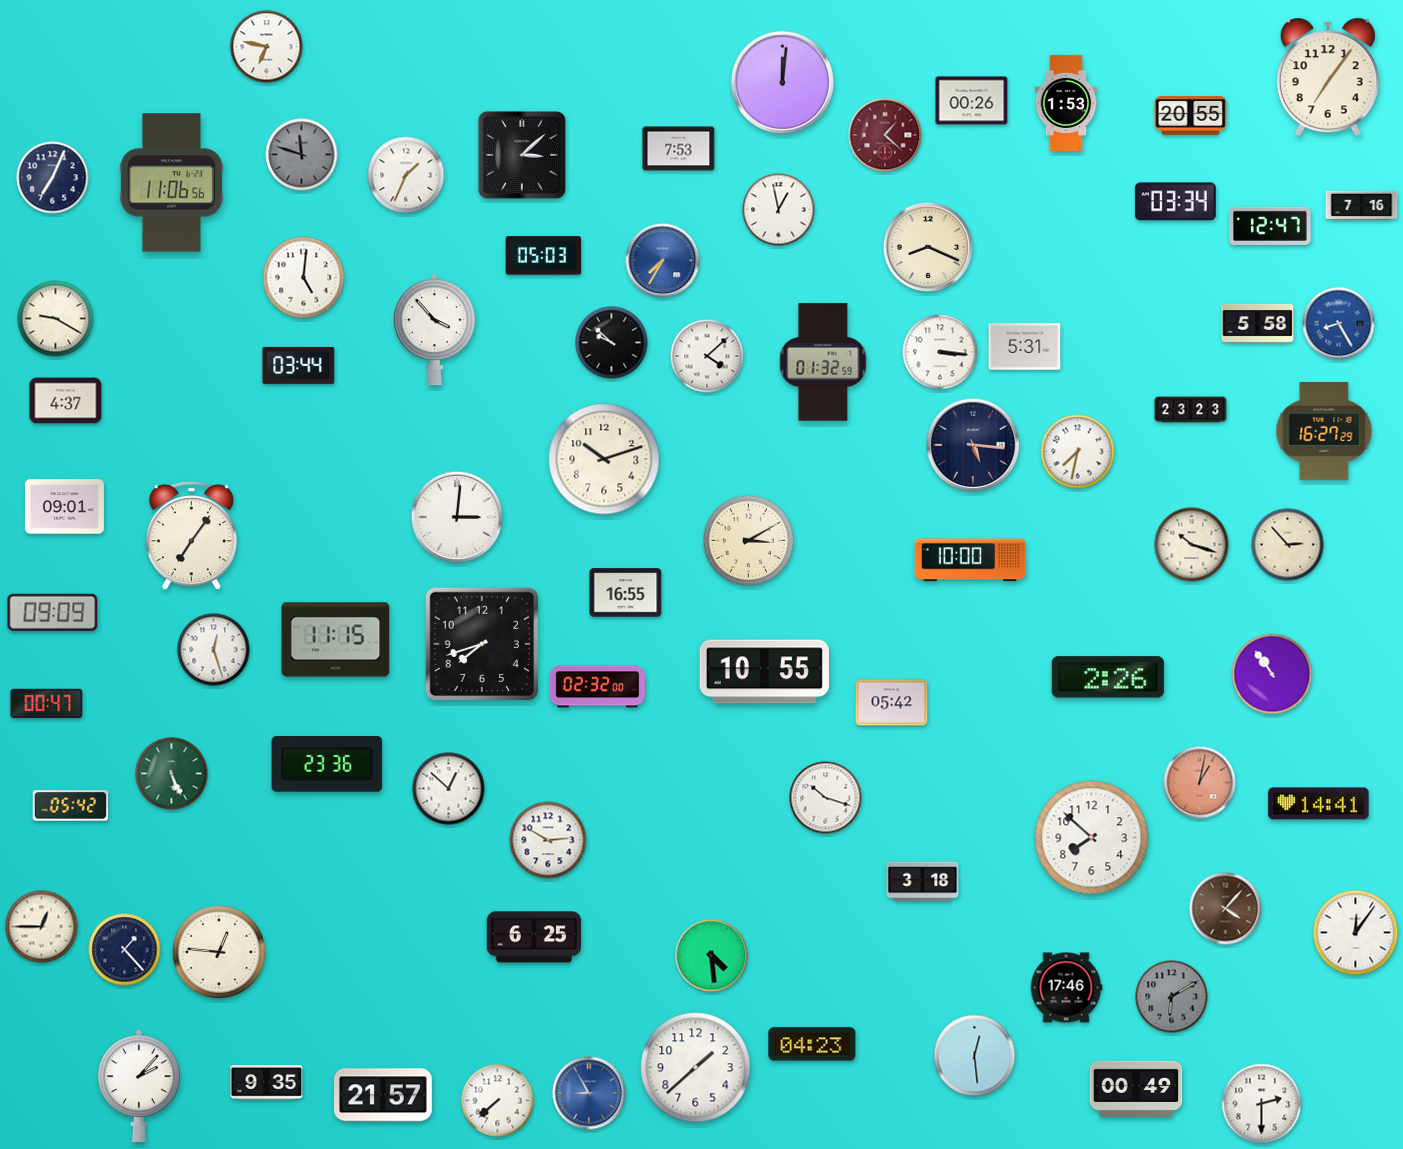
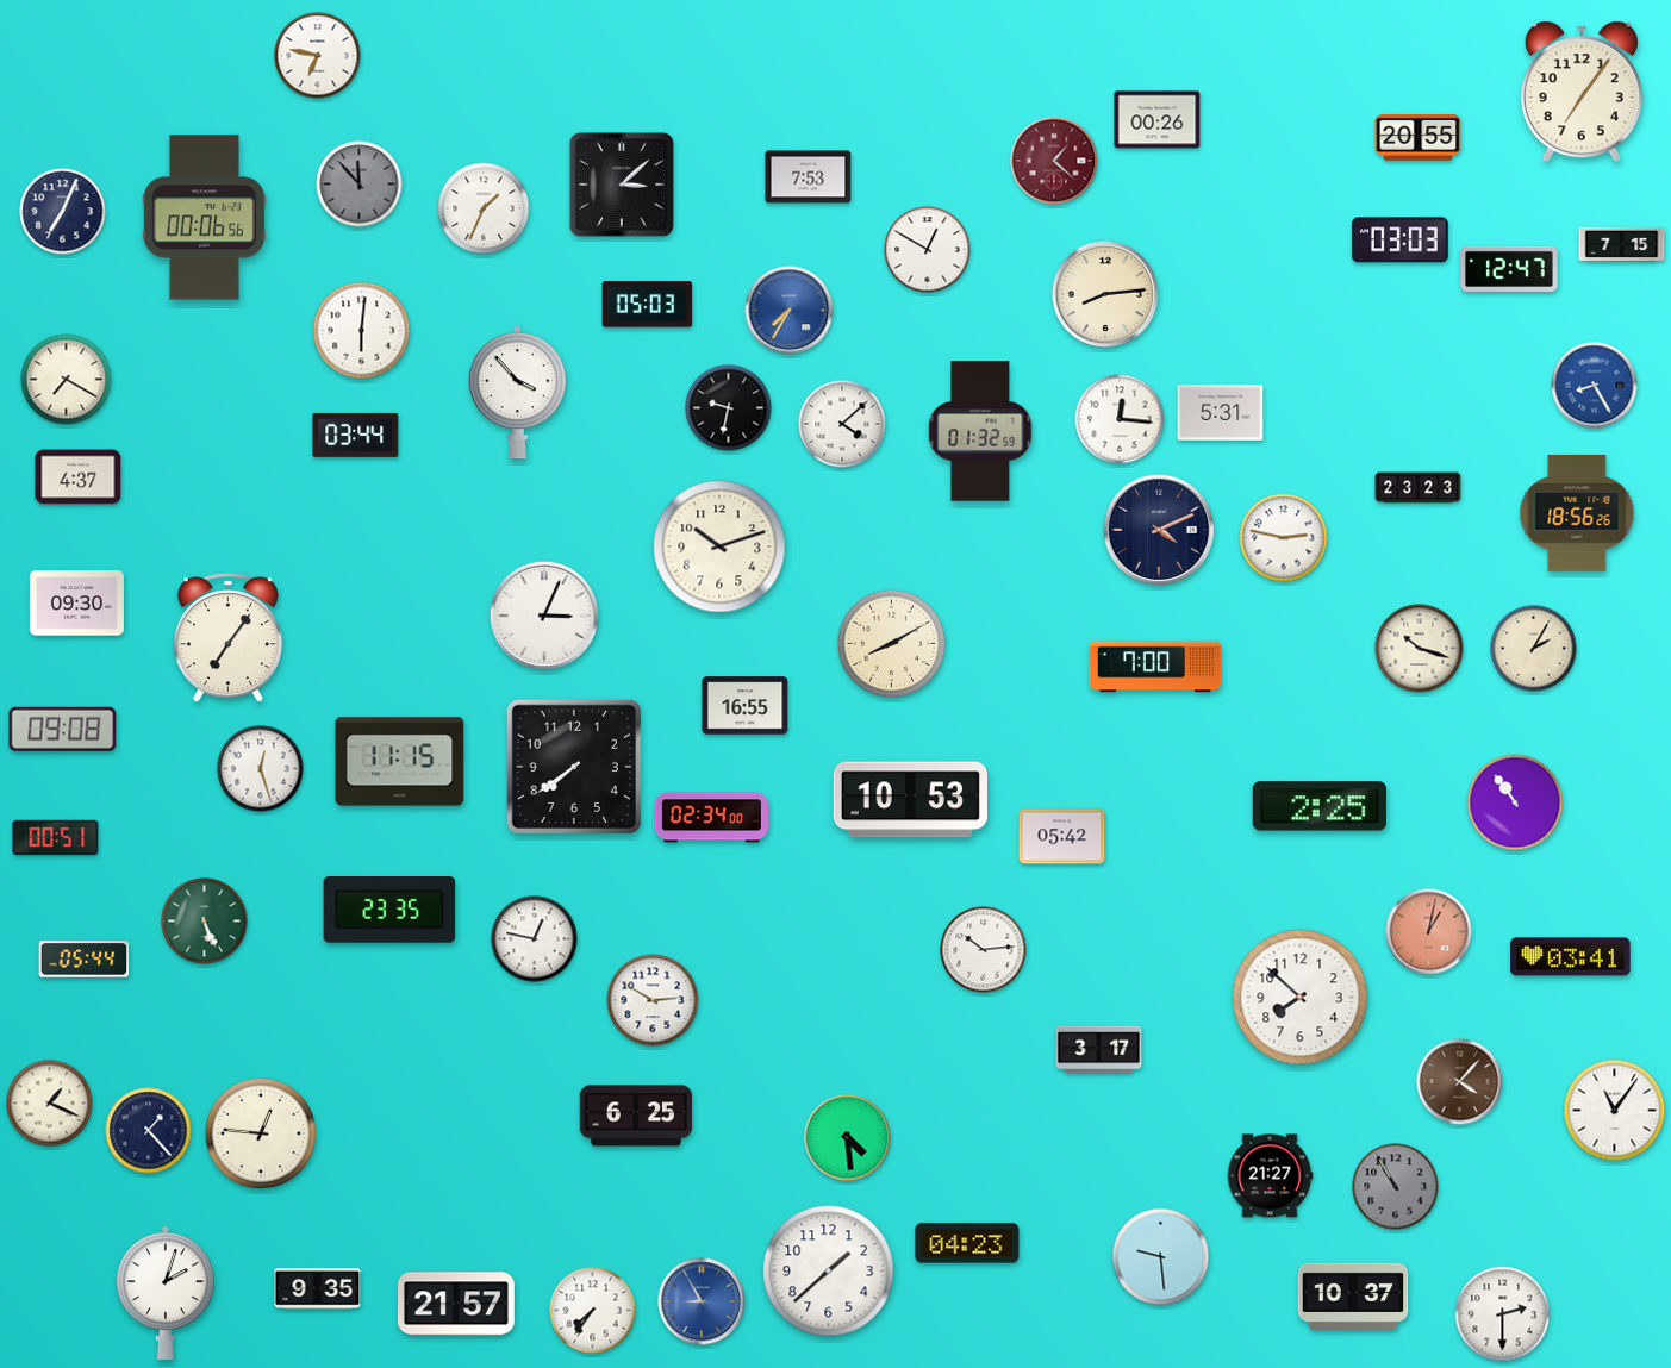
clock at (782, 82): 12:01 -> none
clock at (1066, 103): 1:53 -> none
clock at (302, 155): 11:48 -> 11:53
clock at (171, 183): 11:06 -> 00:06
clock at (1175, 202): 03:34 -> 03:03
clock at (1362, 205): 7:16 -> 7:15
clock at (779, 210): 12:58 -> 12:50
clock at (1270, 226) position: (1270, 226) -> (1509, 269)
clock at (928, 247): 8:19 -> 8:14
clock at (304, 278): 5:01 -> 6:01
clock at (56, 319): 9:20 -> 7:20
clock at (1258, 323): 5:58 -> none
clock at (612, 343): 9:52 -> 9:32
clock at (940, 352): 3:16 -> 12:16
clock at (1324, 431): 16:27 -> 18:56
clock at (973, 445): 5:16 -> 4:11
clock at (1078, 452): 7:32 -> 2:47
clock at (64, 507): 09:01 -> 09:30
clock at (457, 517): 3:01 -> 3:04
clock at (749, 541): 3:10 -> 8:10
clock at (1288, 545): 2:53 -> 2:05
clock at (970, 560): 10:00 -> 7:00
clock at (53, 612): 09:09 -> 09:08
clock at (481, 643): 7:42 -> 7:39
clock at (214, 650) position: (214, 650) -> (261, 769)
clock at (764, 672): 10:55 -> 10:53
clock at (1108, 677): 2:26 -> 2:25
clock at (597, 687): 02:32 -> 02:34
clock at (47, 704): 00:47 -> 00:51
clock at (327, 764): 23:36 -> 23:35
clock at (449, 789): 12:52 -> 12:47
clock at (826, 798): 10:18 -> 10:14
clock at (1319, 804): 14:41 -> 03:41
clock at (71, 806): 05:42 -> 05:44
clock at (923, 882): 3:18 -> 3:17
clock at (42, 927): 12:45 -> 1:19
clock at (1356, 933): 12:06 -> 11:06
clock at (1066, 988): 17:46 -> 21:27
clock at (1172, 997): 6:10 -> 10:55
clock at (975, 1056): 12:29 -> 9:29
clock at (139, 1085): 2:07 -> 2:03
clock at (1136, 1089): 00:49 -> 10:37
clock at (498, 1101): 7:38 -> 7:36
